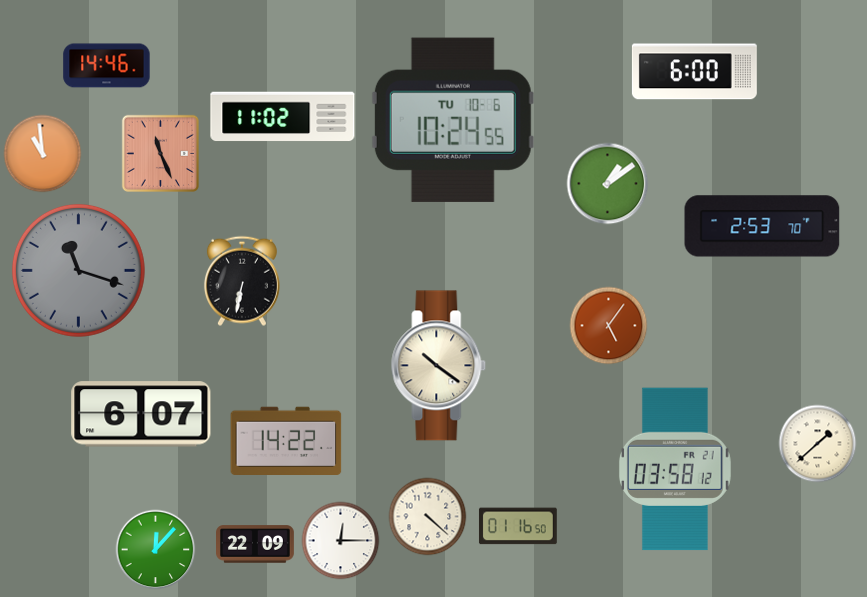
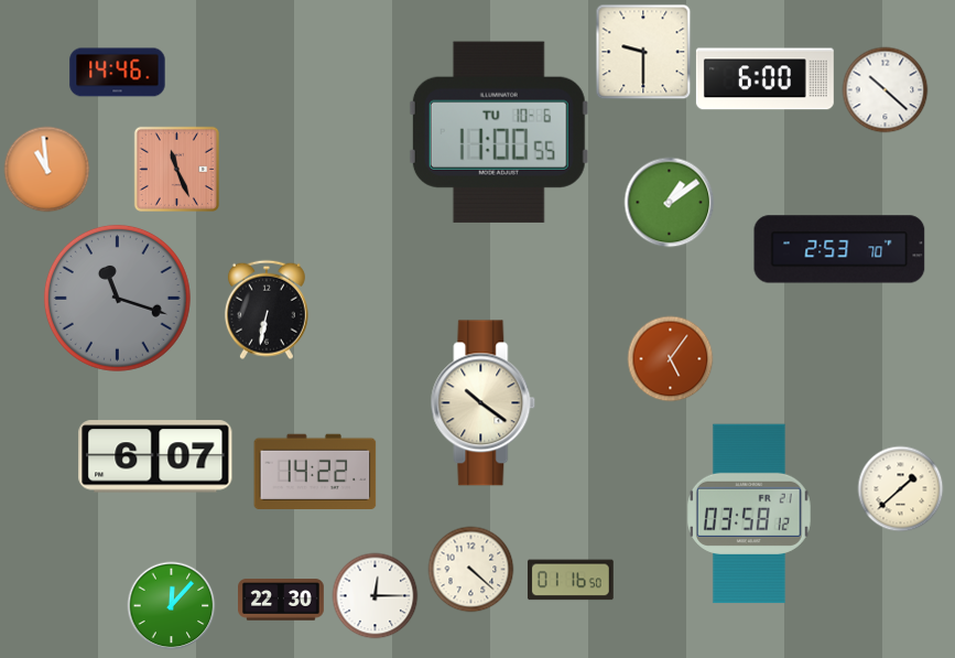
clock at (643, 52): none -> 9:30
clock at (885, 89): none -> 10:22
clock at (283, 117): 11:02 -> none
clock at (453, 120): 10:24 -> 11:00
clock at (78, 270) position: (78, 270) -> (117, 298)
clock at (286, 441) position: (286, 441) -> (315, 472)
clock at (675, 469) position: (675, 469) -> (749, 514)
clock at (256, 544): 22:09 -> 22:30
